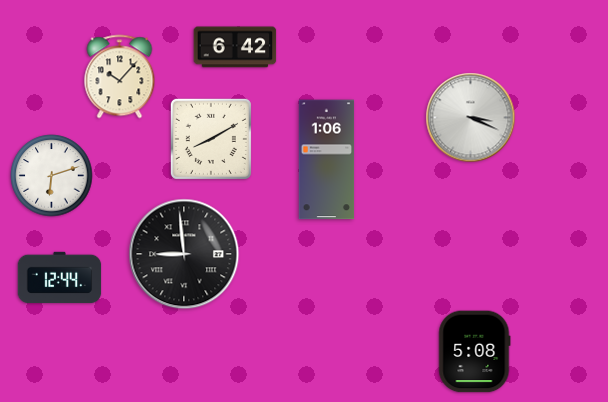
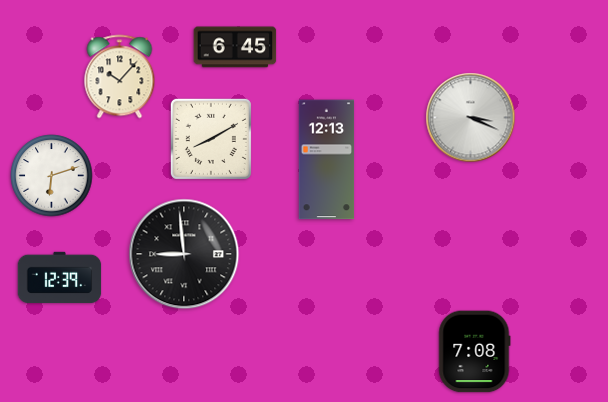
clock at (235, 47): 6:42 -> 6:45
clock at (327, 160): 1:06 -> 12:13
clock at (60, 278): 12:44 -> 12:39
clock at (475, 352): 5:08 -> 7:08
